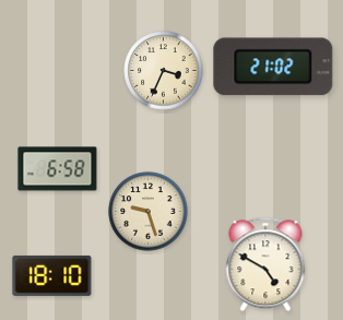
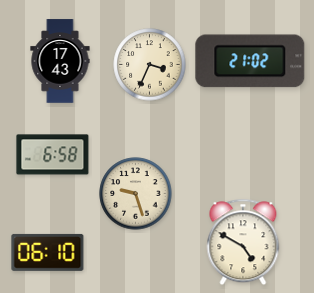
clock at (60, 61): none -> 17:43
clock at (52, 275): 18:10 -> 06:10
